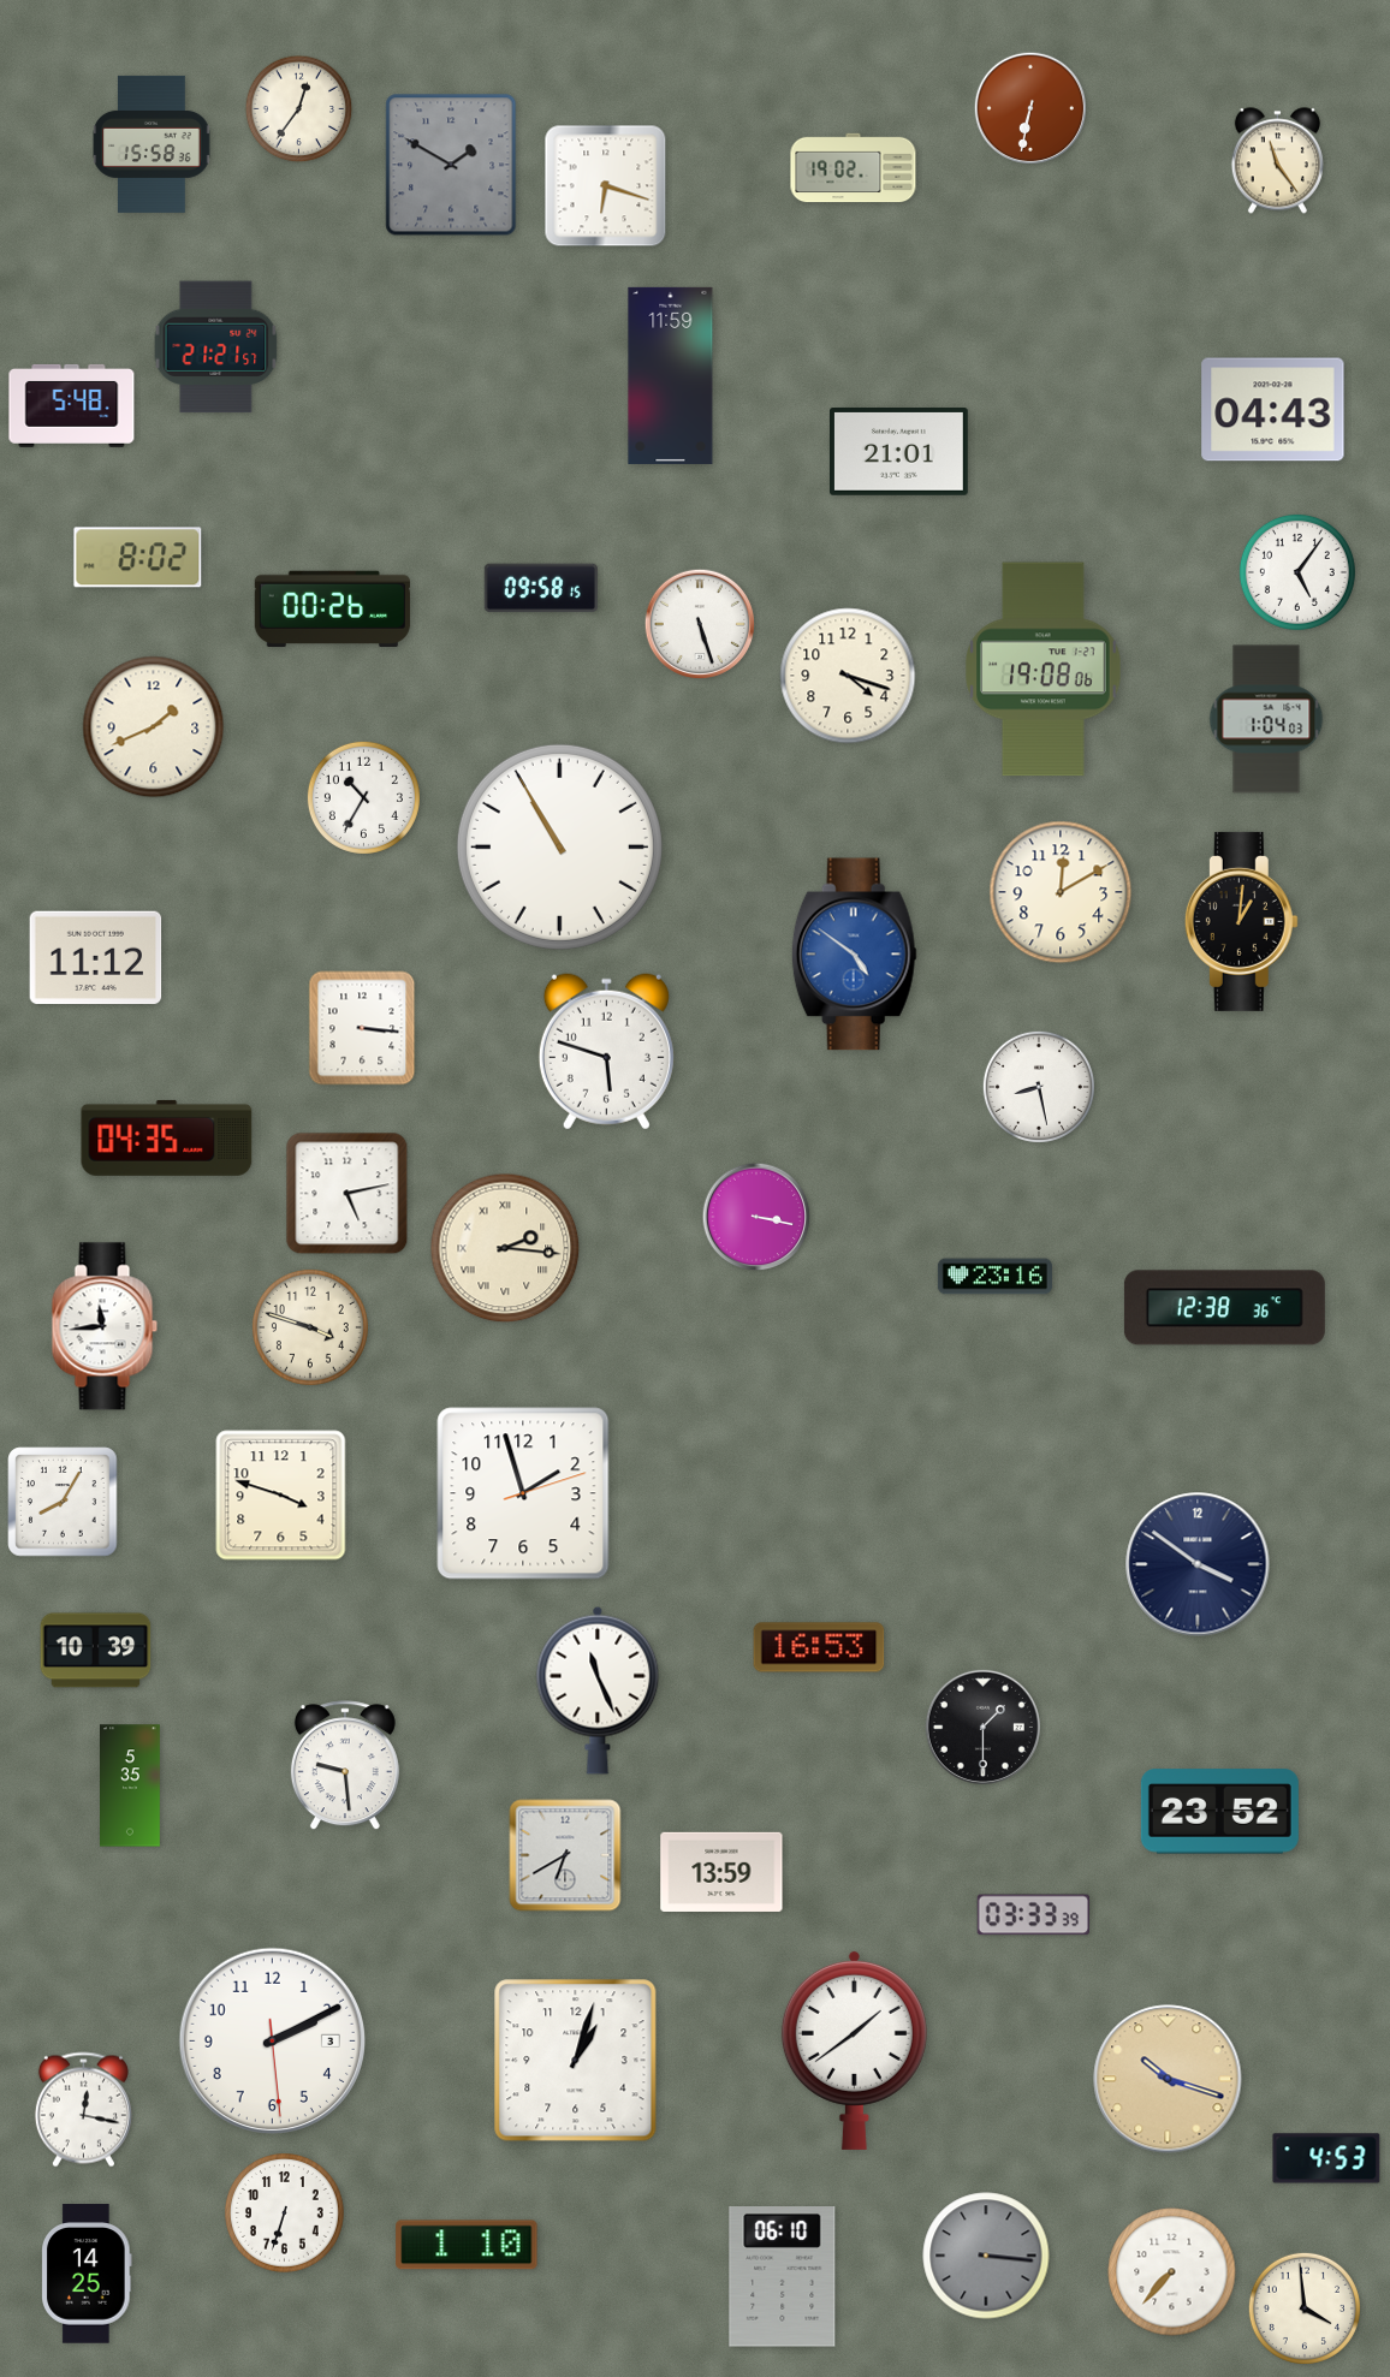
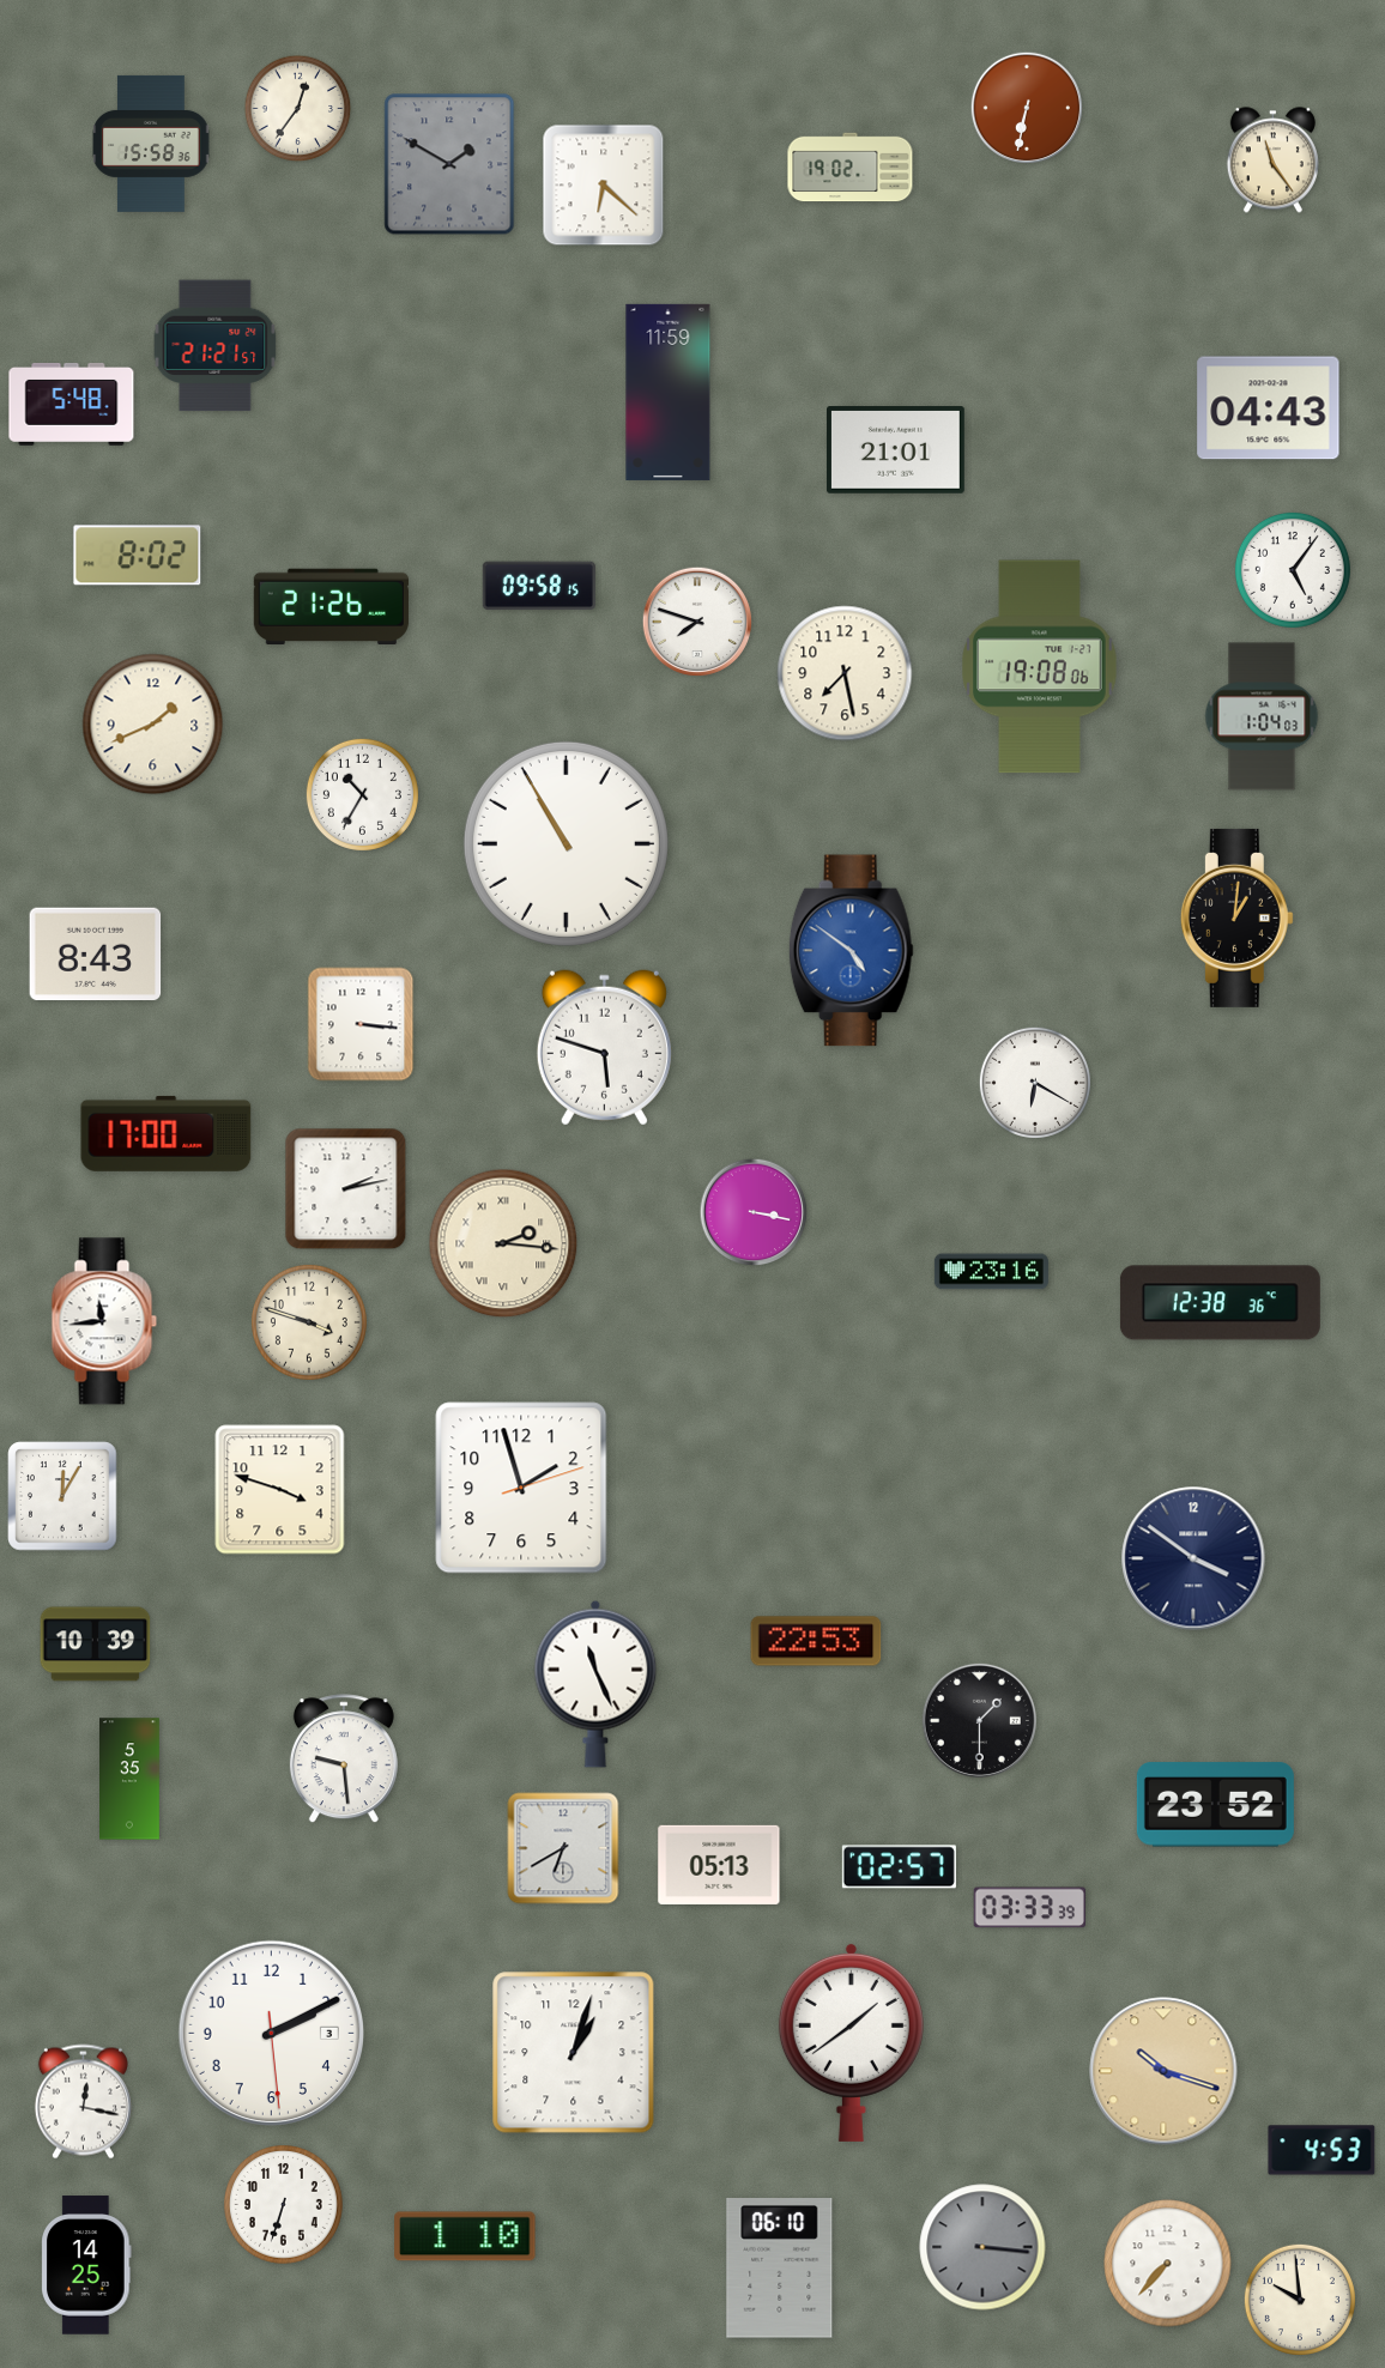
clock at (606, 186): 6:18 -> 6:22
clock at (671, 375) position: (671, 375) -> (669, 392)
clock at (332, 608): 00:26 -> 21:26
clock at (700, 624): 5:27 -> 7:48
clock at (848, 676): 4:18 -> 7:28
clock at (559, 846) position: (559, 846) -> (566, 843)
clock at (1061, 892): 12:10 -> none
clock at (96, 958): 11:12 -> 8:43
clock at (1039, 1087): 8:28 -> 6:20
clock at (167, 1137): 04:35 -> 17:00
clock at (348, 1194): 5:13 -> 2:13
clock at (63, 1502): 8:05 -> 12:05
clock at (819, 1647): 16:53 -> 22:53
clock at (721, 1872): 13:59 -> 05:13
clock at (899, 1867): none -> 02:57
clock at (1305, 2308): 3:59 -> 9:59
